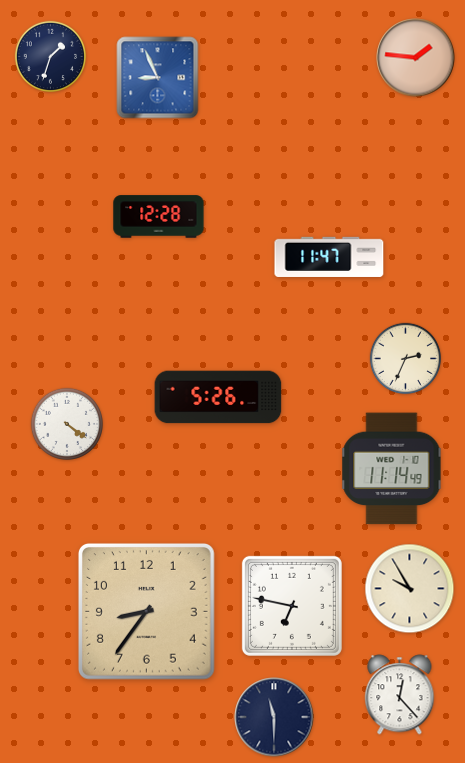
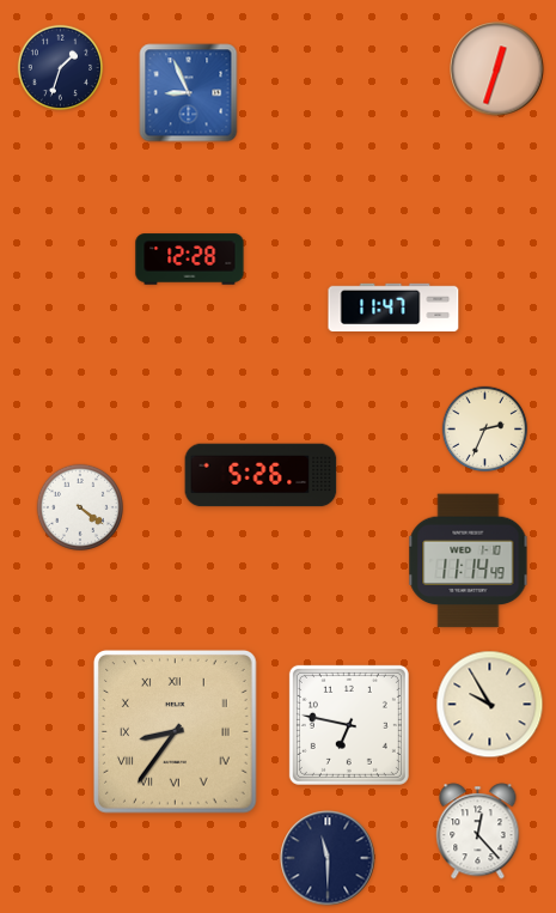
clock at (416, 58): 1:46 -> 12:33
clock at (146, 611) numerals: Arabic -> Roman
